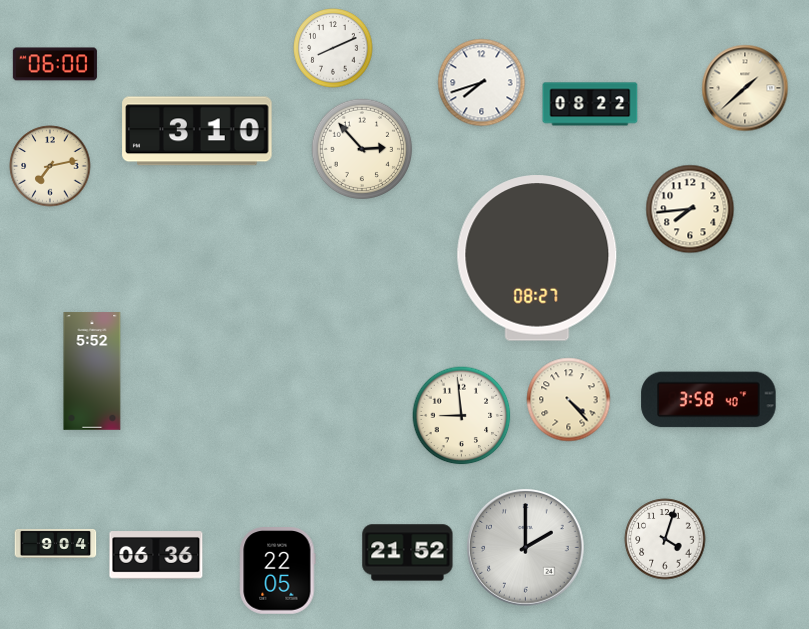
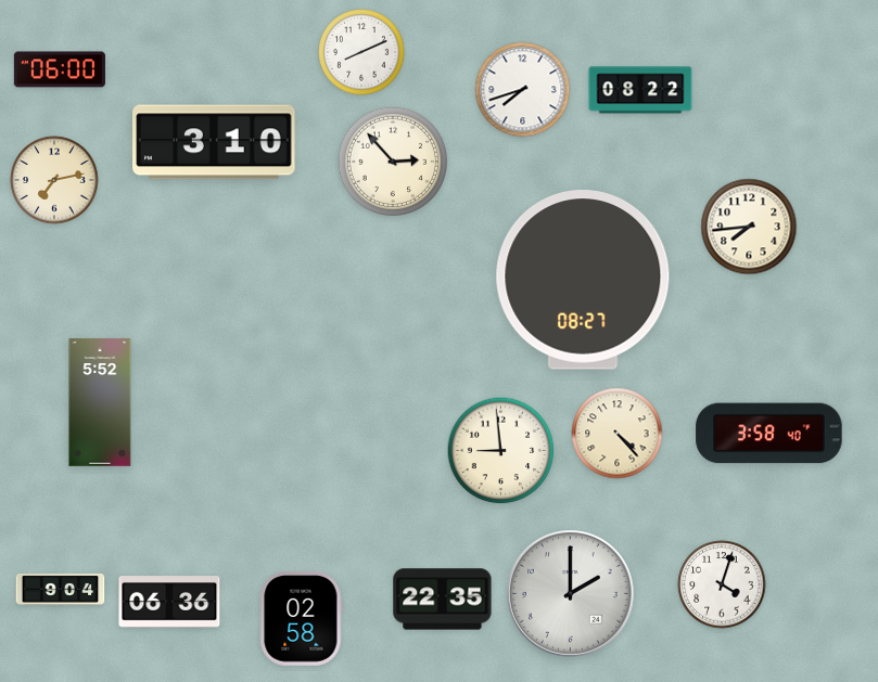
clock at (745, 88): 1:38 -> none
clock at (590, 104) position: (590, 104) -> (640, 90)
clock at (408, 553): 21:52 -> 22:35
clock at (278, 571): 22:05 -> 02:58
